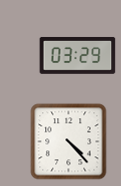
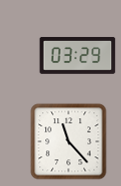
clock at (69, 142): 4:23 -> 11:23
